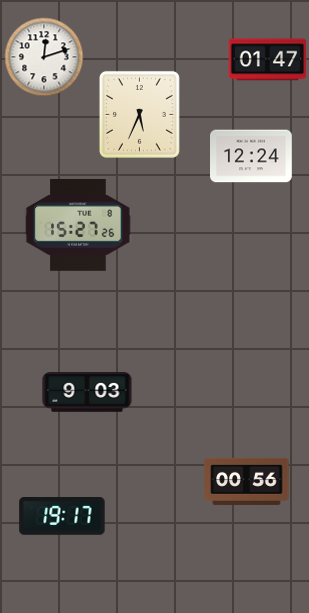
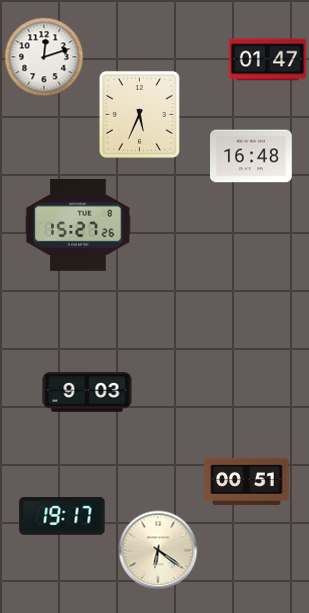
clock at (252, 156): 12:24 -> 16:48
clock at (247, 481): 00:56 -> 00:51
clock at (158, 550): none -> 6:21
